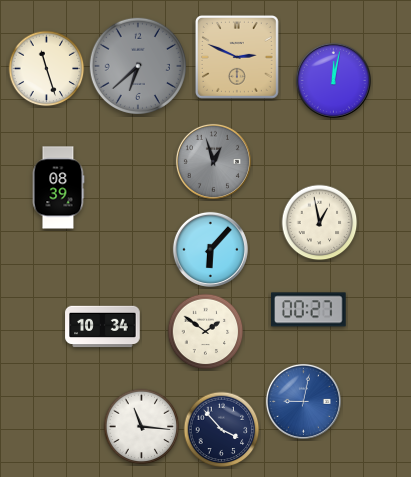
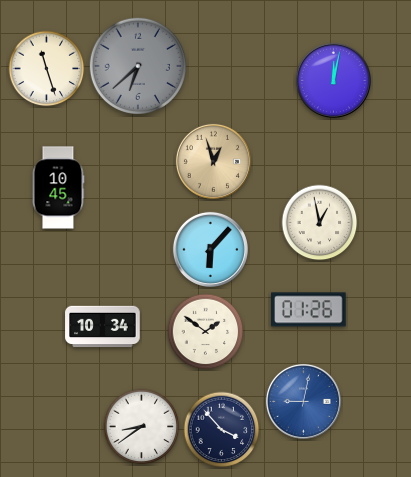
clock at (237, 57): 2:49 -> none
clock at (213, 161) dial: grey -> champagne
clock at (58, 188): 08:39 -> 10:45
clock at (309, 310): 00:27 -> 01:26
clock at (142, 427): 11:16 -> 8:39
